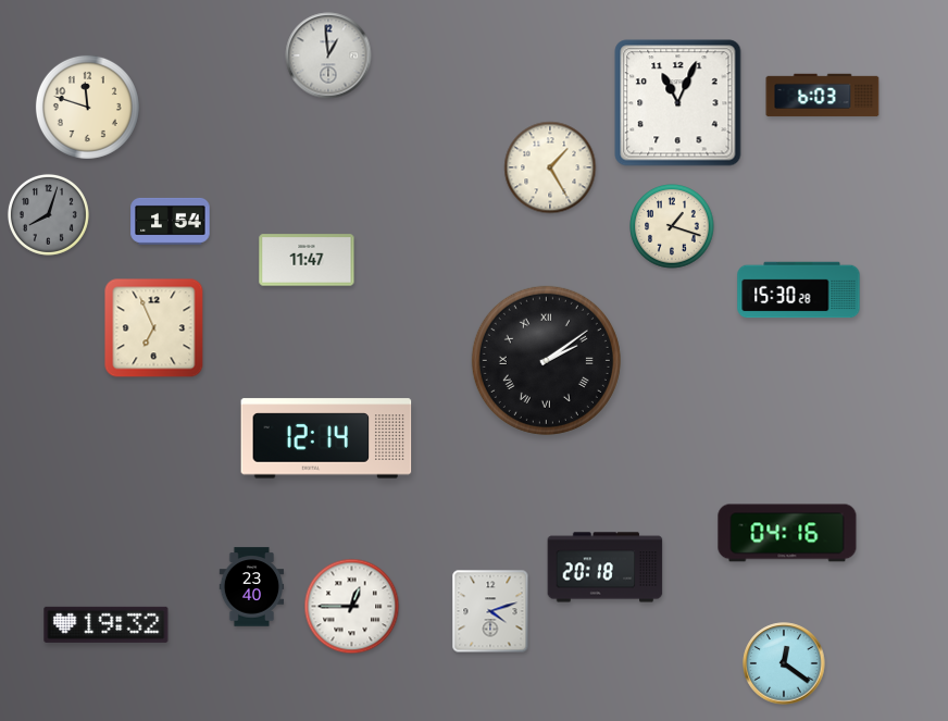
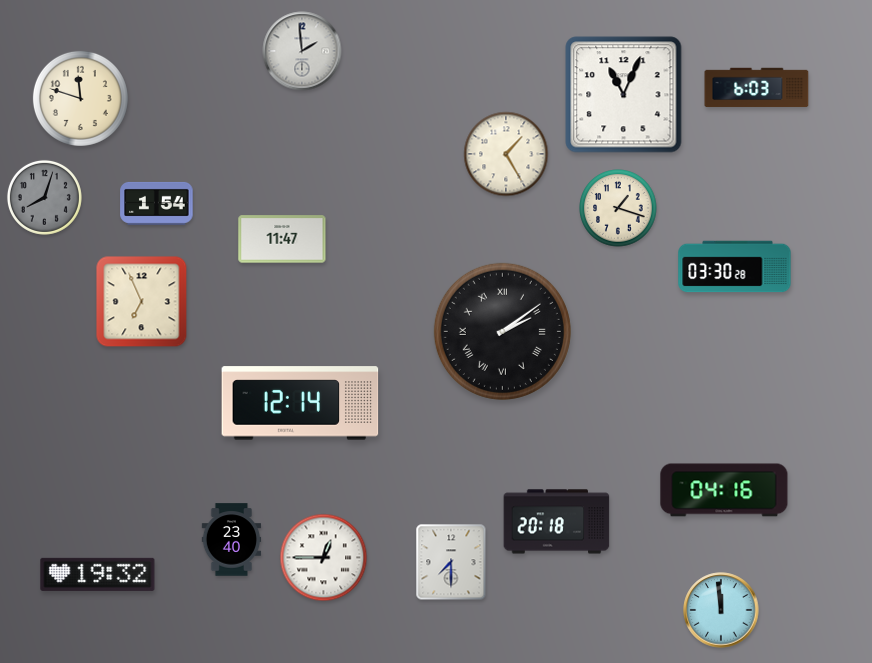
clock at (328, 55): 12:59 -> 1:59
clock at (799, 290): 15:30 -> 03:30
clock at (490, 611): 4:12 -> 7:30
clock at (784, 663): 12:21 -> 11:59
